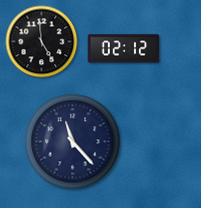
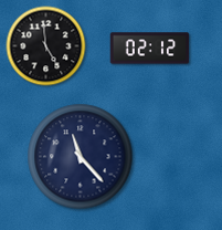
clock at (124, 49) position: (124, 49) -> (150, 49)
